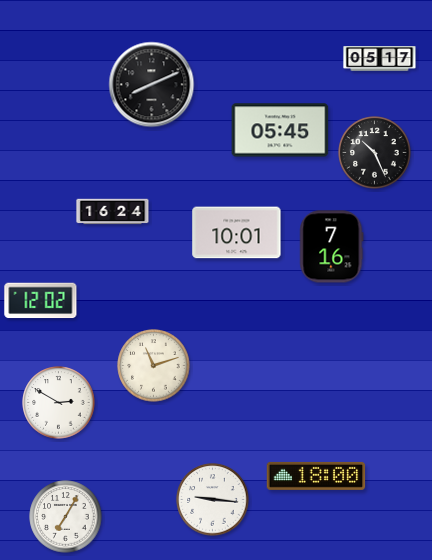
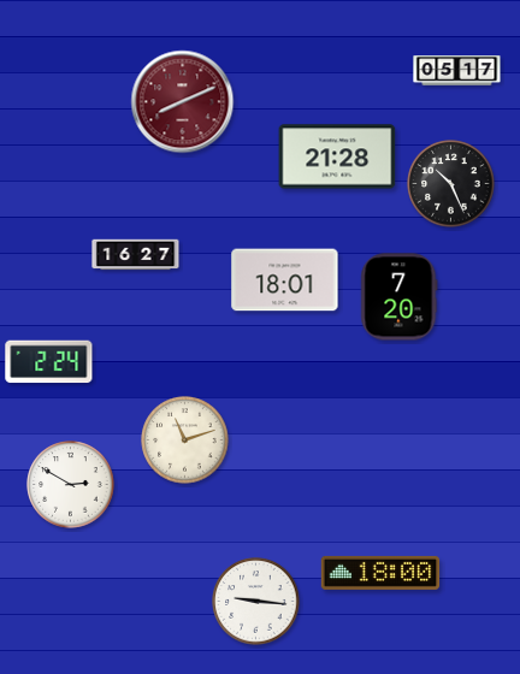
clock at (152, 85) dial: black -> burgundy
clock at (280, 130): 05:45 -> 21:28
clock at (113, 212): 16:24 -> 16:27
clock at (237, 233): 10:01 -> 18:01
clock at (332, 247): 7:16 -> 7:20
clock at (41, 301): 12:02 -> 2:24
clock at (66, 517): 7:05 -> none
